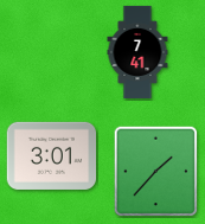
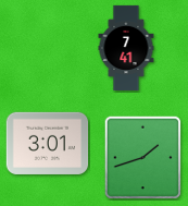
clock at (156, 172): 1:37 -> 1:42
